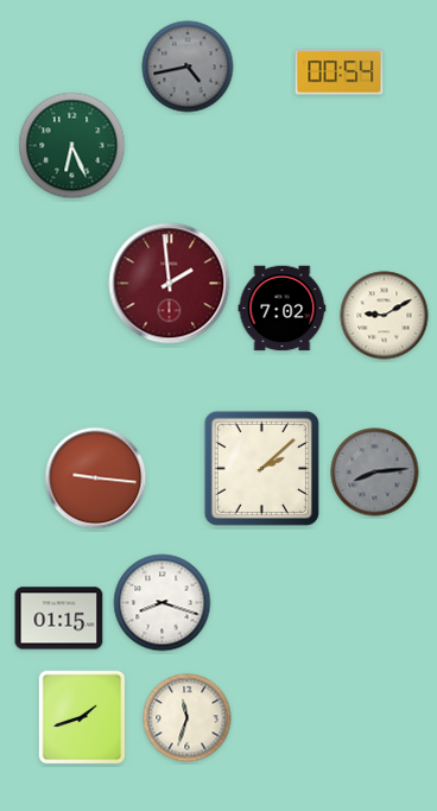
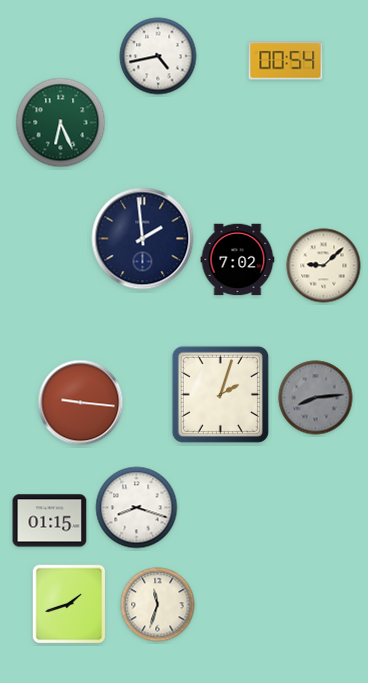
clock at (188, 66) dial: grey -> white
clock at (170, 284) dial: burgundy -> navy
clock at (385, 316): 9:10 -> 9:08
clock at (261, 468): 2:08 -> 2:03
